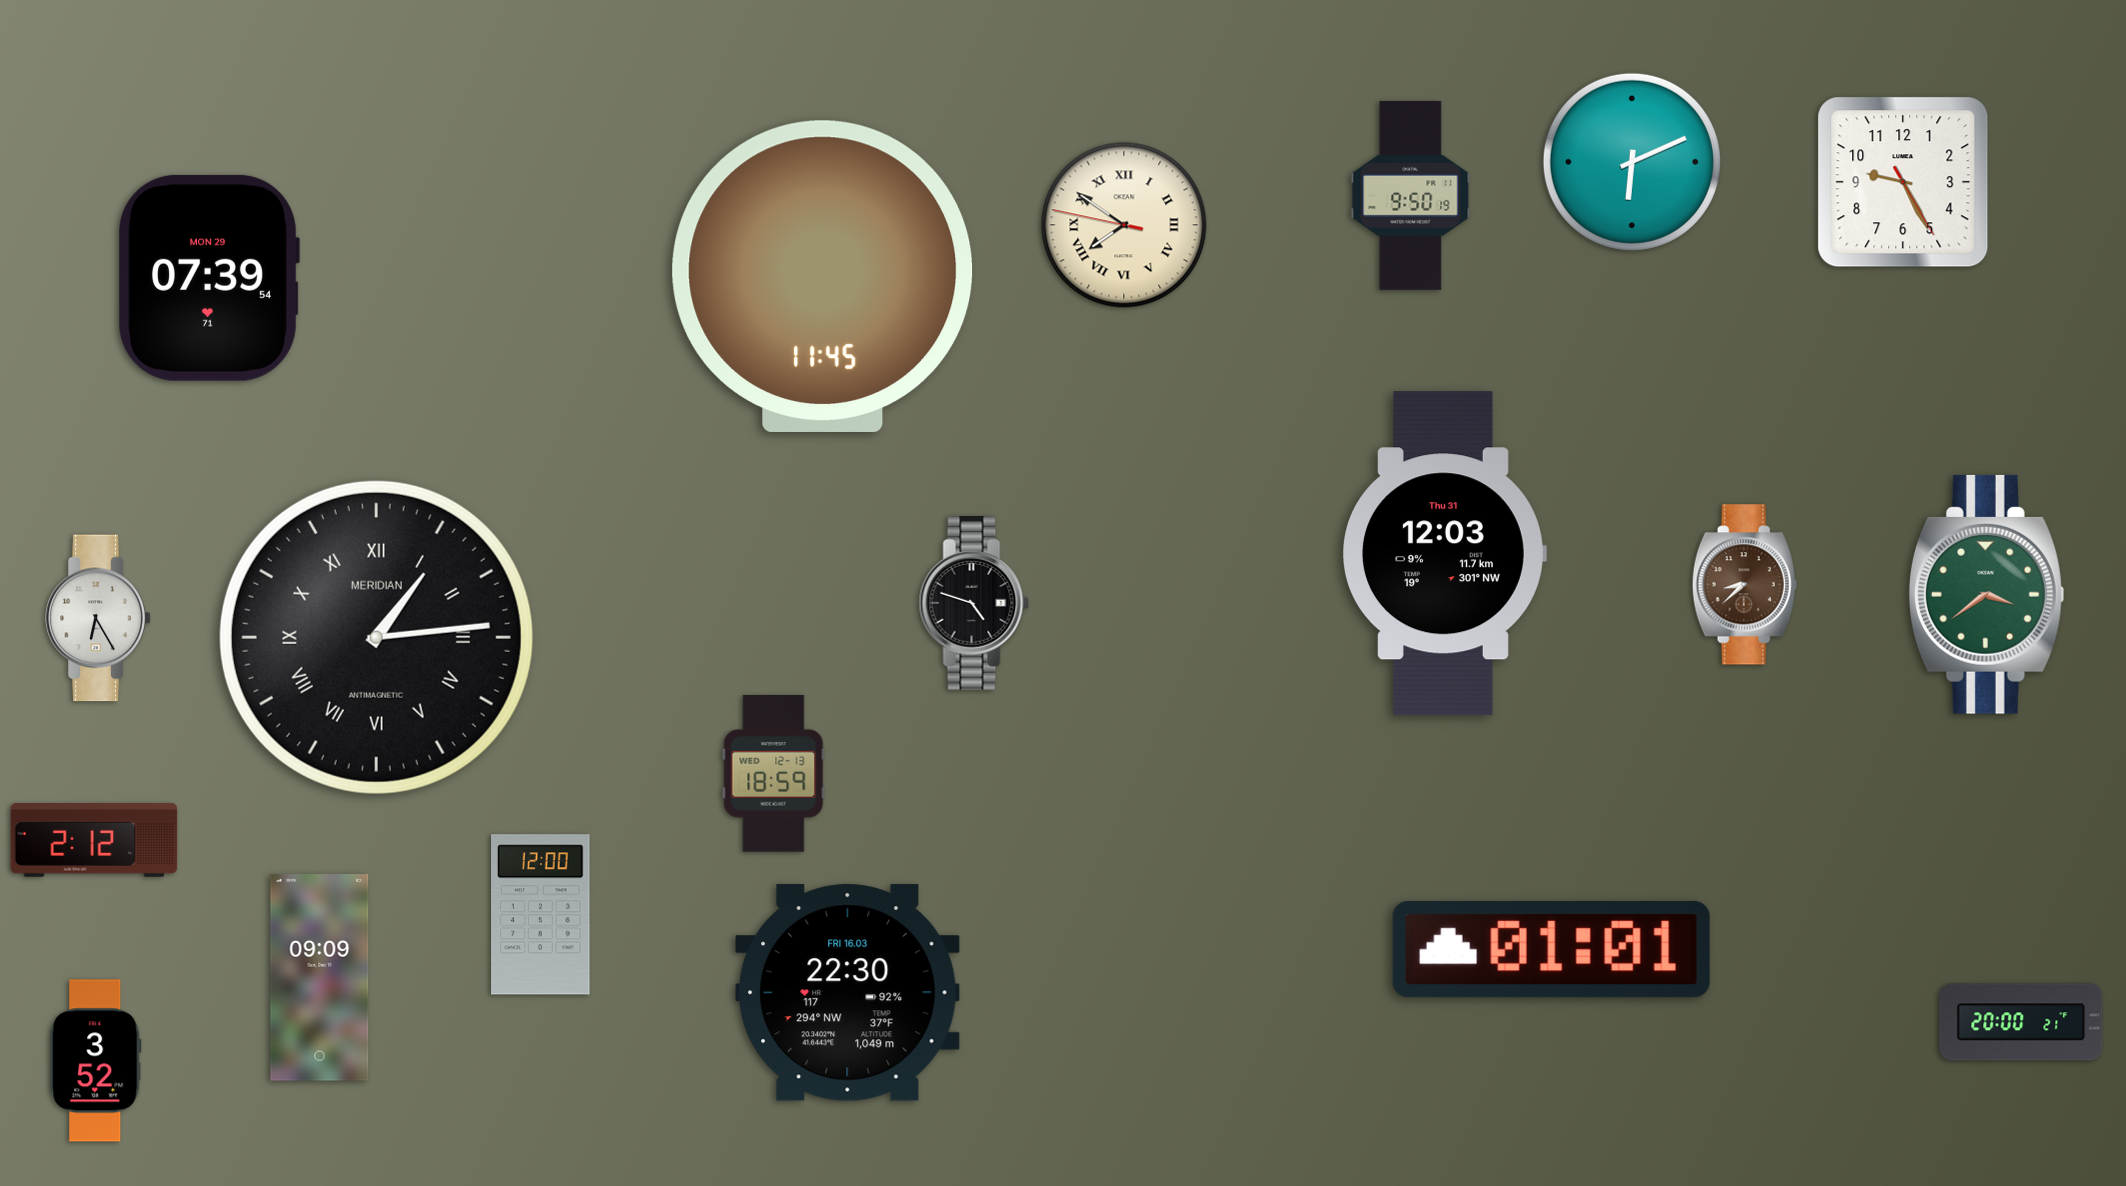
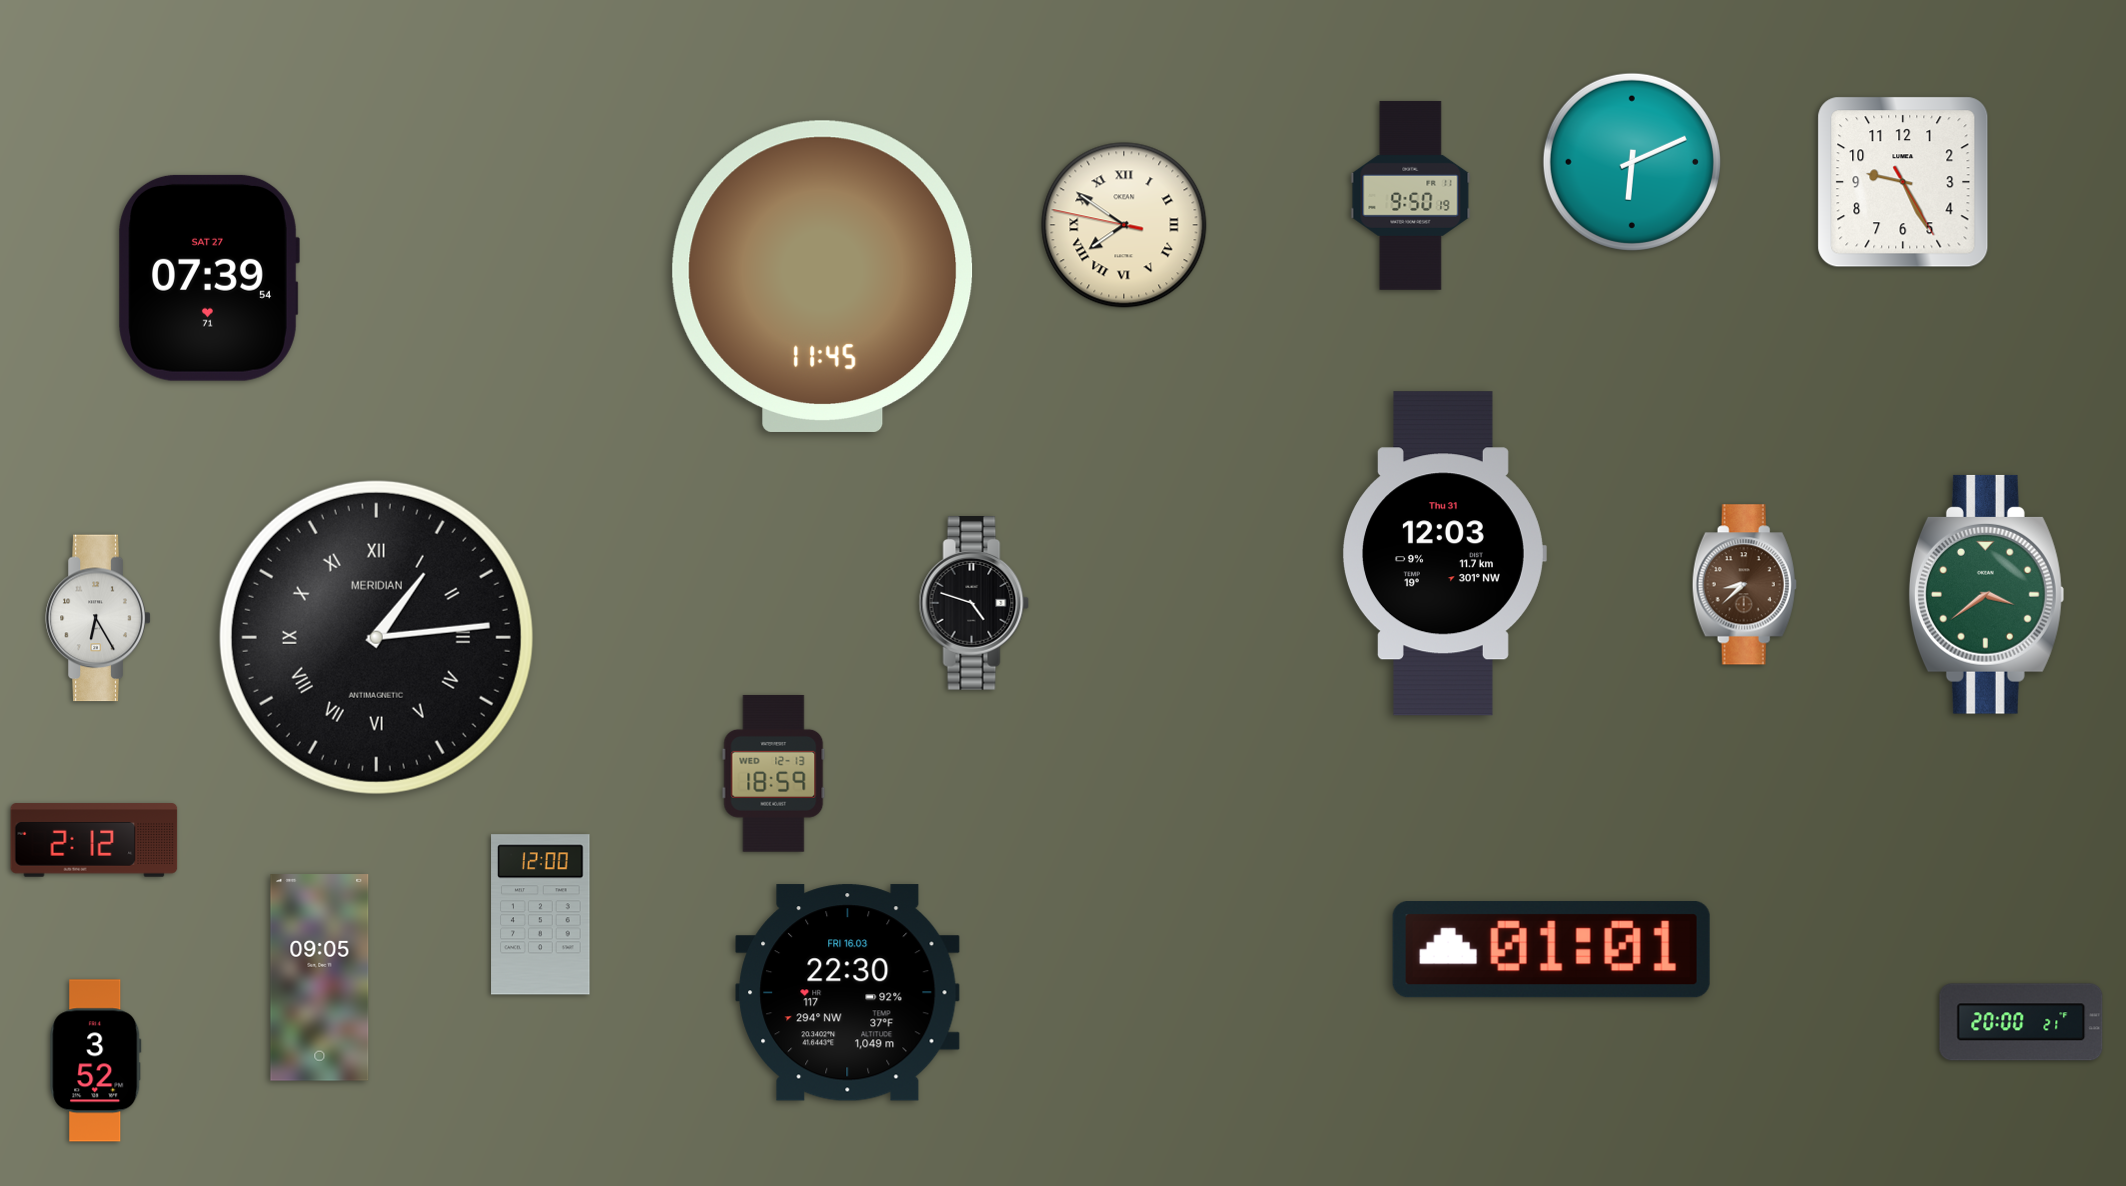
clock at (209, 278) date: MON 29 -> SAT 27
clock at (320, 978): 09:09 -> 09:05
